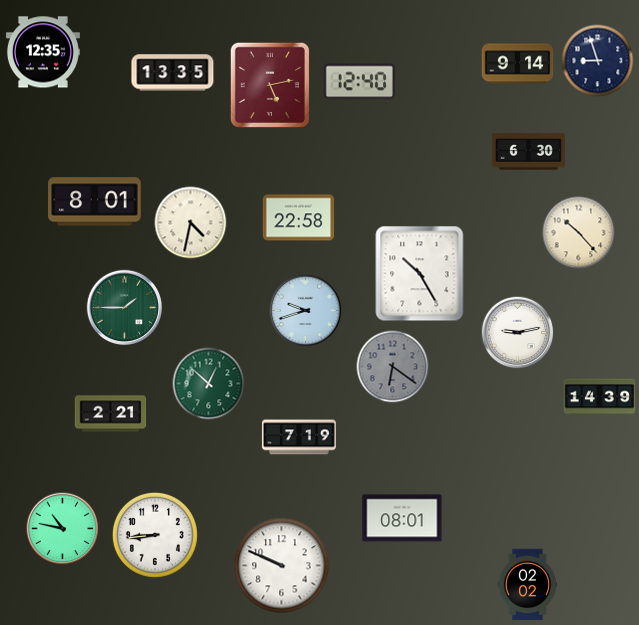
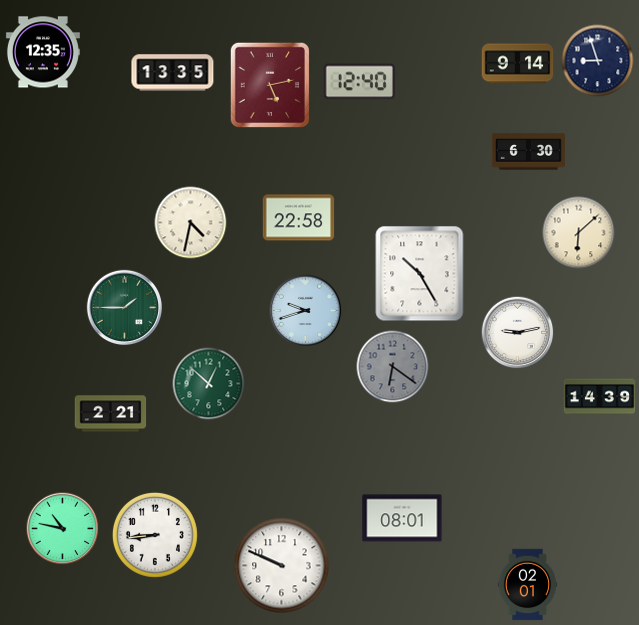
clock at (95, 202): 8:01 -> none
clock at (579, 233): 10:23 -> 6:08
clock at (299, 437): 7:19 -> none
clock at (528, 585): 02:02 -> 02:01
